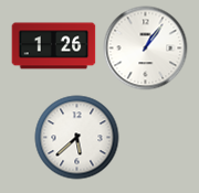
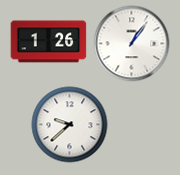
clock at (77, 138): 5:38 -> 9:38
